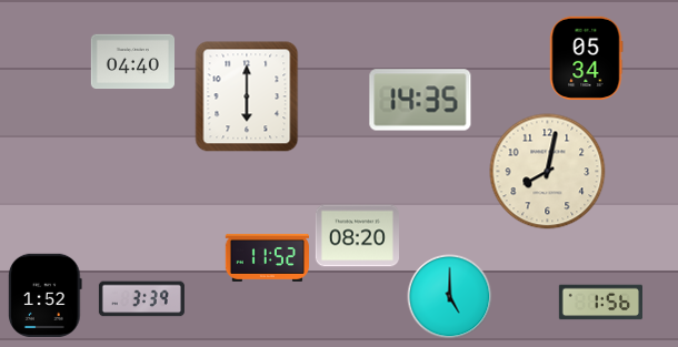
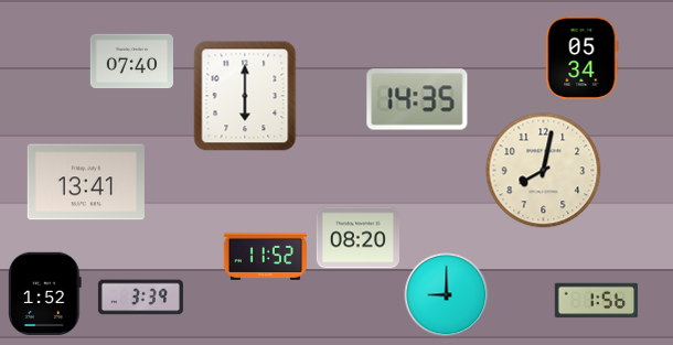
clock at (132, 62): 04:40 -> 07:40
clock at (86, 182): none -> 13:41
clock at (357, 236) position: (357, 236) -> (357, 238)
clock at (450, 297): 5:00 -> 9:00
